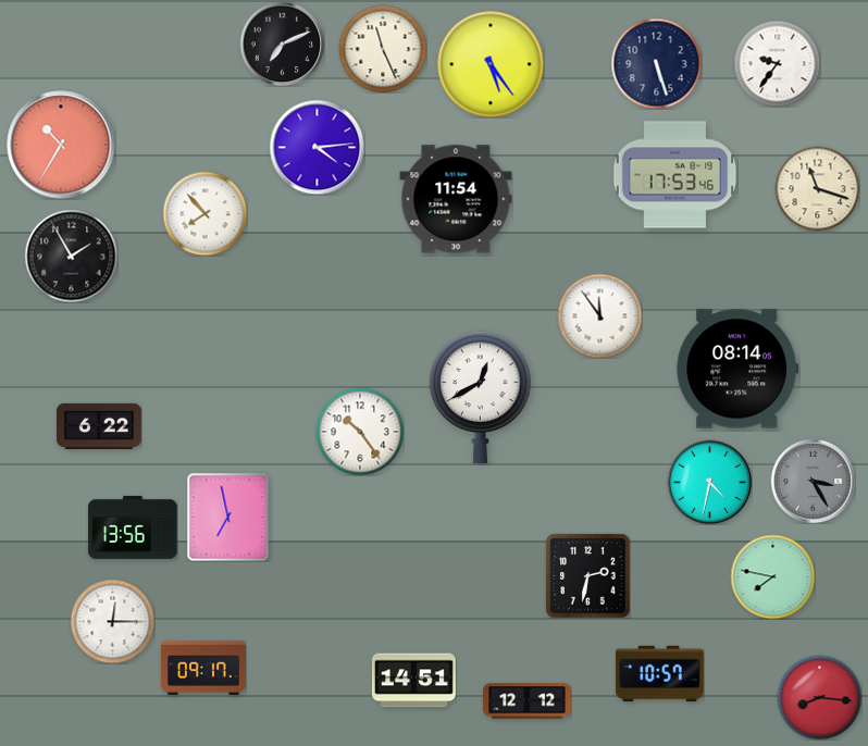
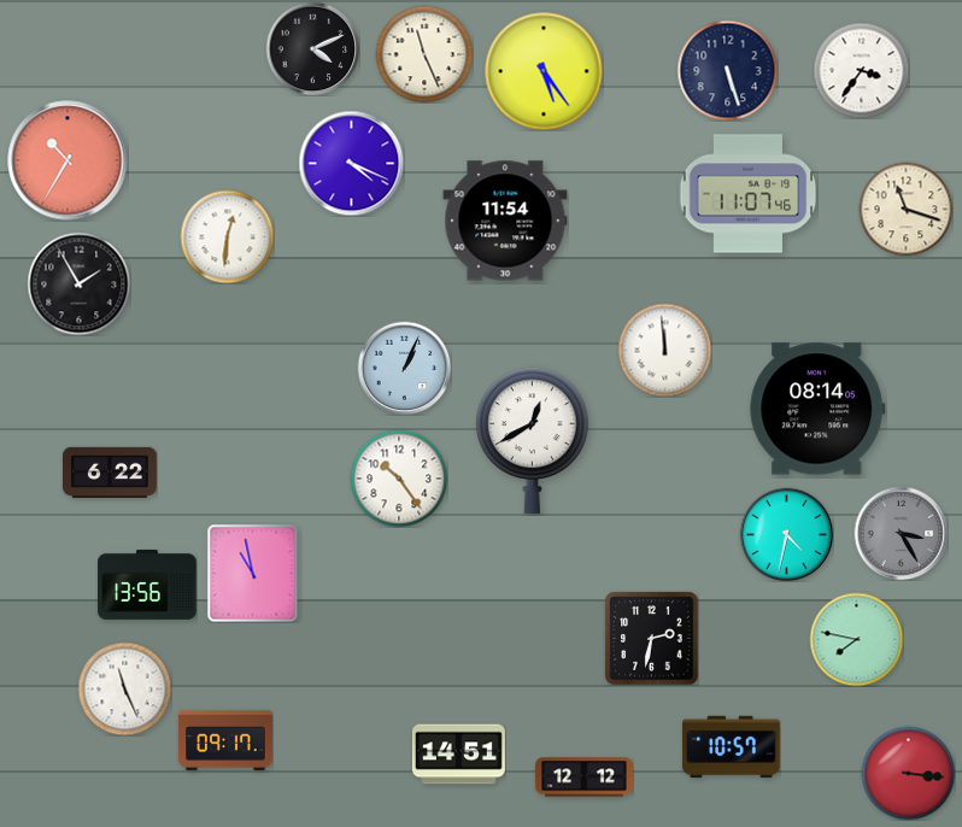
clock at (282, 43): 7:11 -> 4:11
clock at (777, 63): 9:36 -> 3:36
clock at (317, 147): 4:14 -> 4:19
clock at (674, 175): 17:53 -> 11:07
clock at (204, 213): 7:53 -> 12:31
clock at (599, 315): 11:54 -> 11:59
clock at (404, 368): none -> 1:04
clock at (228, 517): 6:58 -> 10:58
clock at (112, 621): 12:15 -> 11:26
clock at (819, 697): 8:16 -> 3:16
